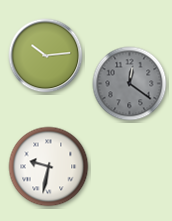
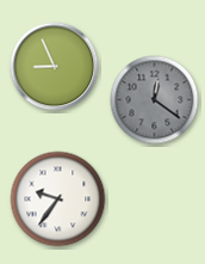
clock at (46, 56): 10:14 -> 8:56
clock at (49, 167): 9:32 -> 9:36
